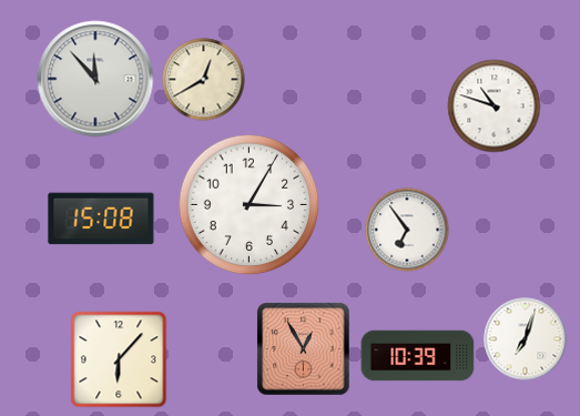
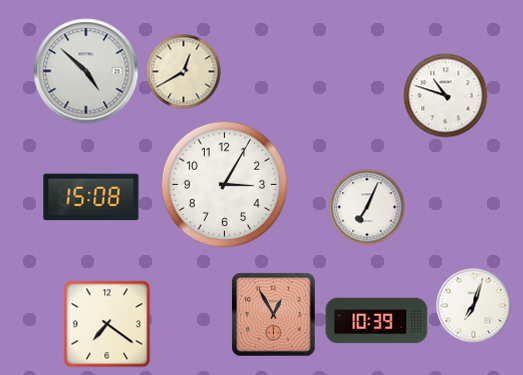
clock at (95, 79): 11:53 -> 4:52
clock at (407, 230): 6:54 -> 7:04
clock at (119, 359): 6:07 -> 7:21
